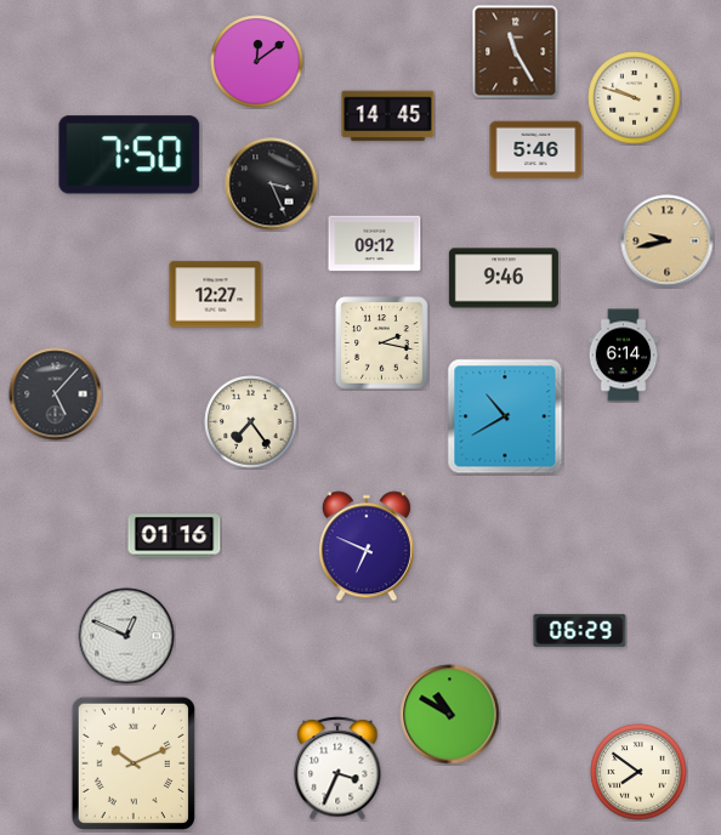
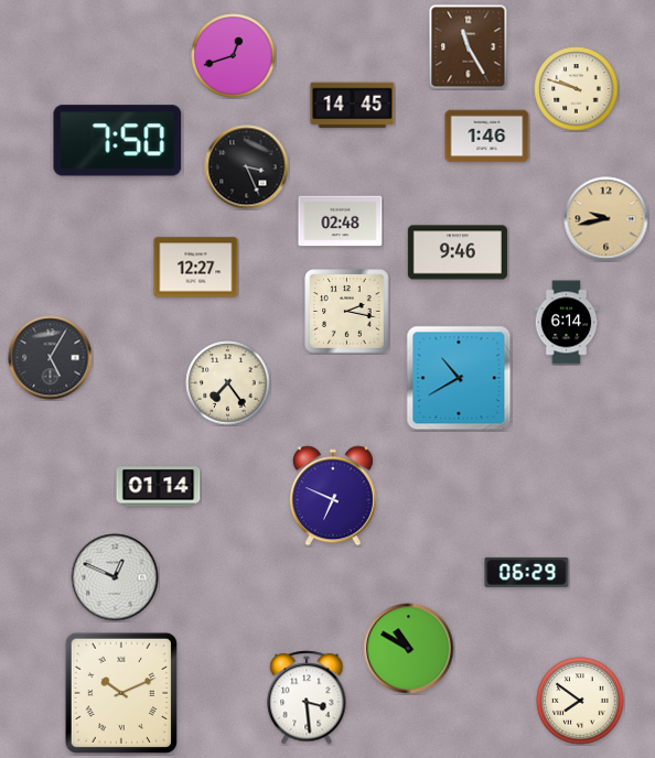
clock at (257, 62): 12:09 -> 12:42
clock at (537, 150): 5:46 -> 1:46
clock at (375, 244): 09:12 -> 02:48
clock at (56, 394): 5:07 -> 5:05
clock at (175, 536): 01:16 -> 01:14
clock at (337, 768): 3:34 -> 3:29
